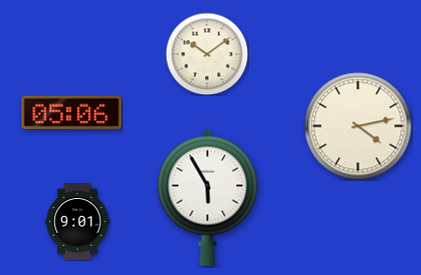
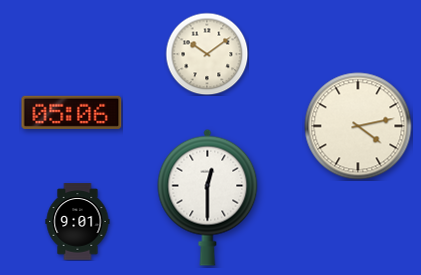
clock at (208, 197): 5:55 -> 12:30
